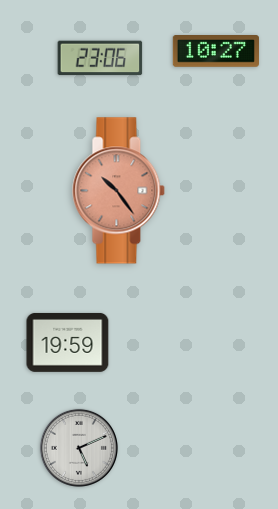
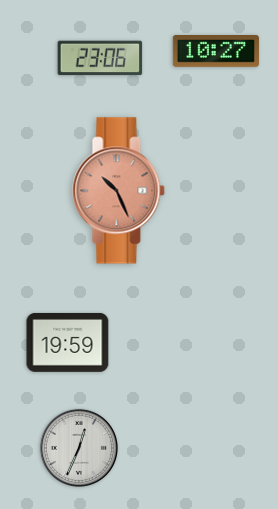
clock at (119, 191): 10:24 -> 10:26
clock at (79, 448): 5:11 -> 12:34
